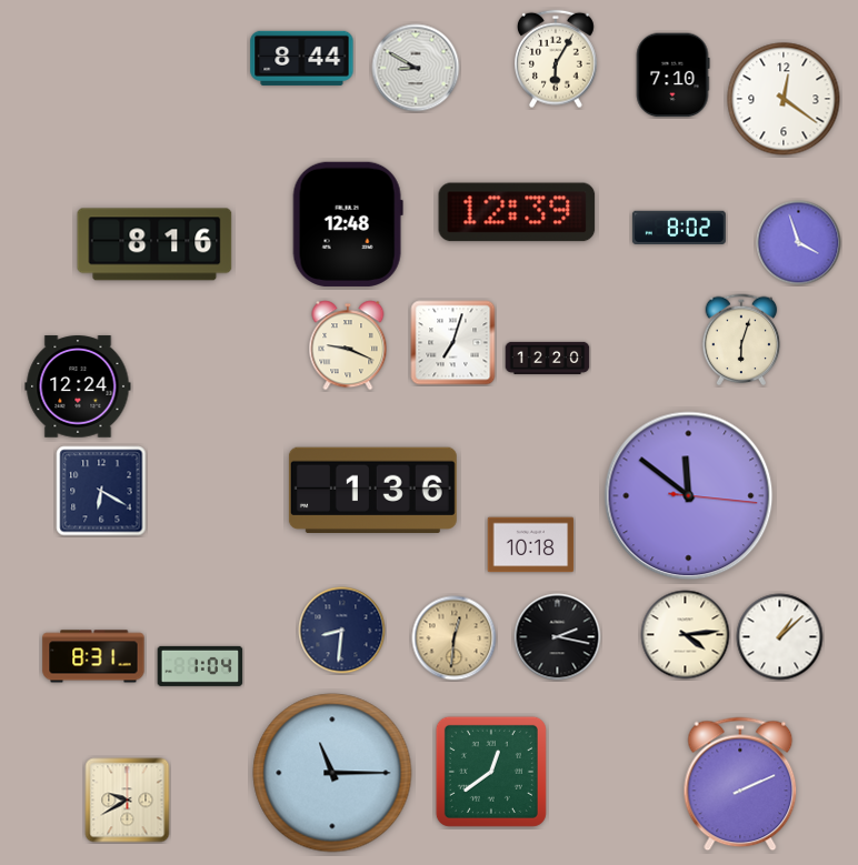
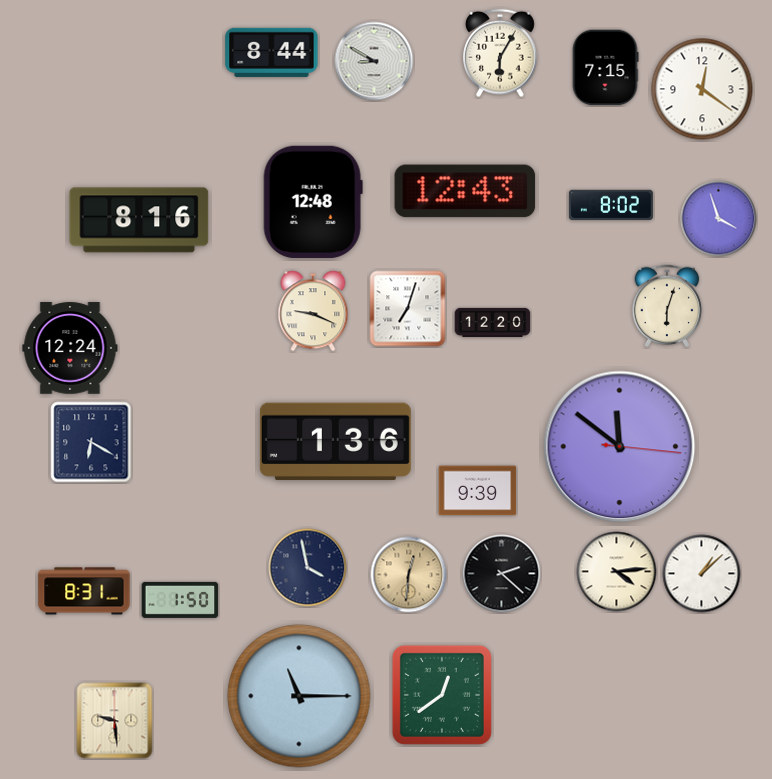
clock at (672, 76): 7:10 -> 7:15
clock at (784, 99) position: (784, 99) -> (702, 89)
clock at (517, 212): 12:39 -> 12:43
clock at (531, 545): 10:18 -> 9:39
clock at (342, 631): 8:31 -> 3:58
clock at (558, 637): 2:17 -> 2:22
clock at (200, 666): 1:04 -> 1:50
clock at (740, 784): 2:11 -> none
clock at (128, 801): 9:40 -> 9:29
